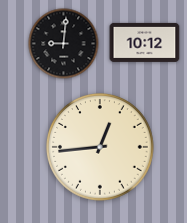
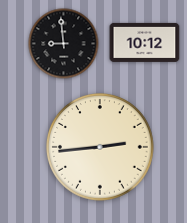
clock at (64, 44): 9:01 -> 8:59
clock at (101, 148): 12:44 -> 2:44
